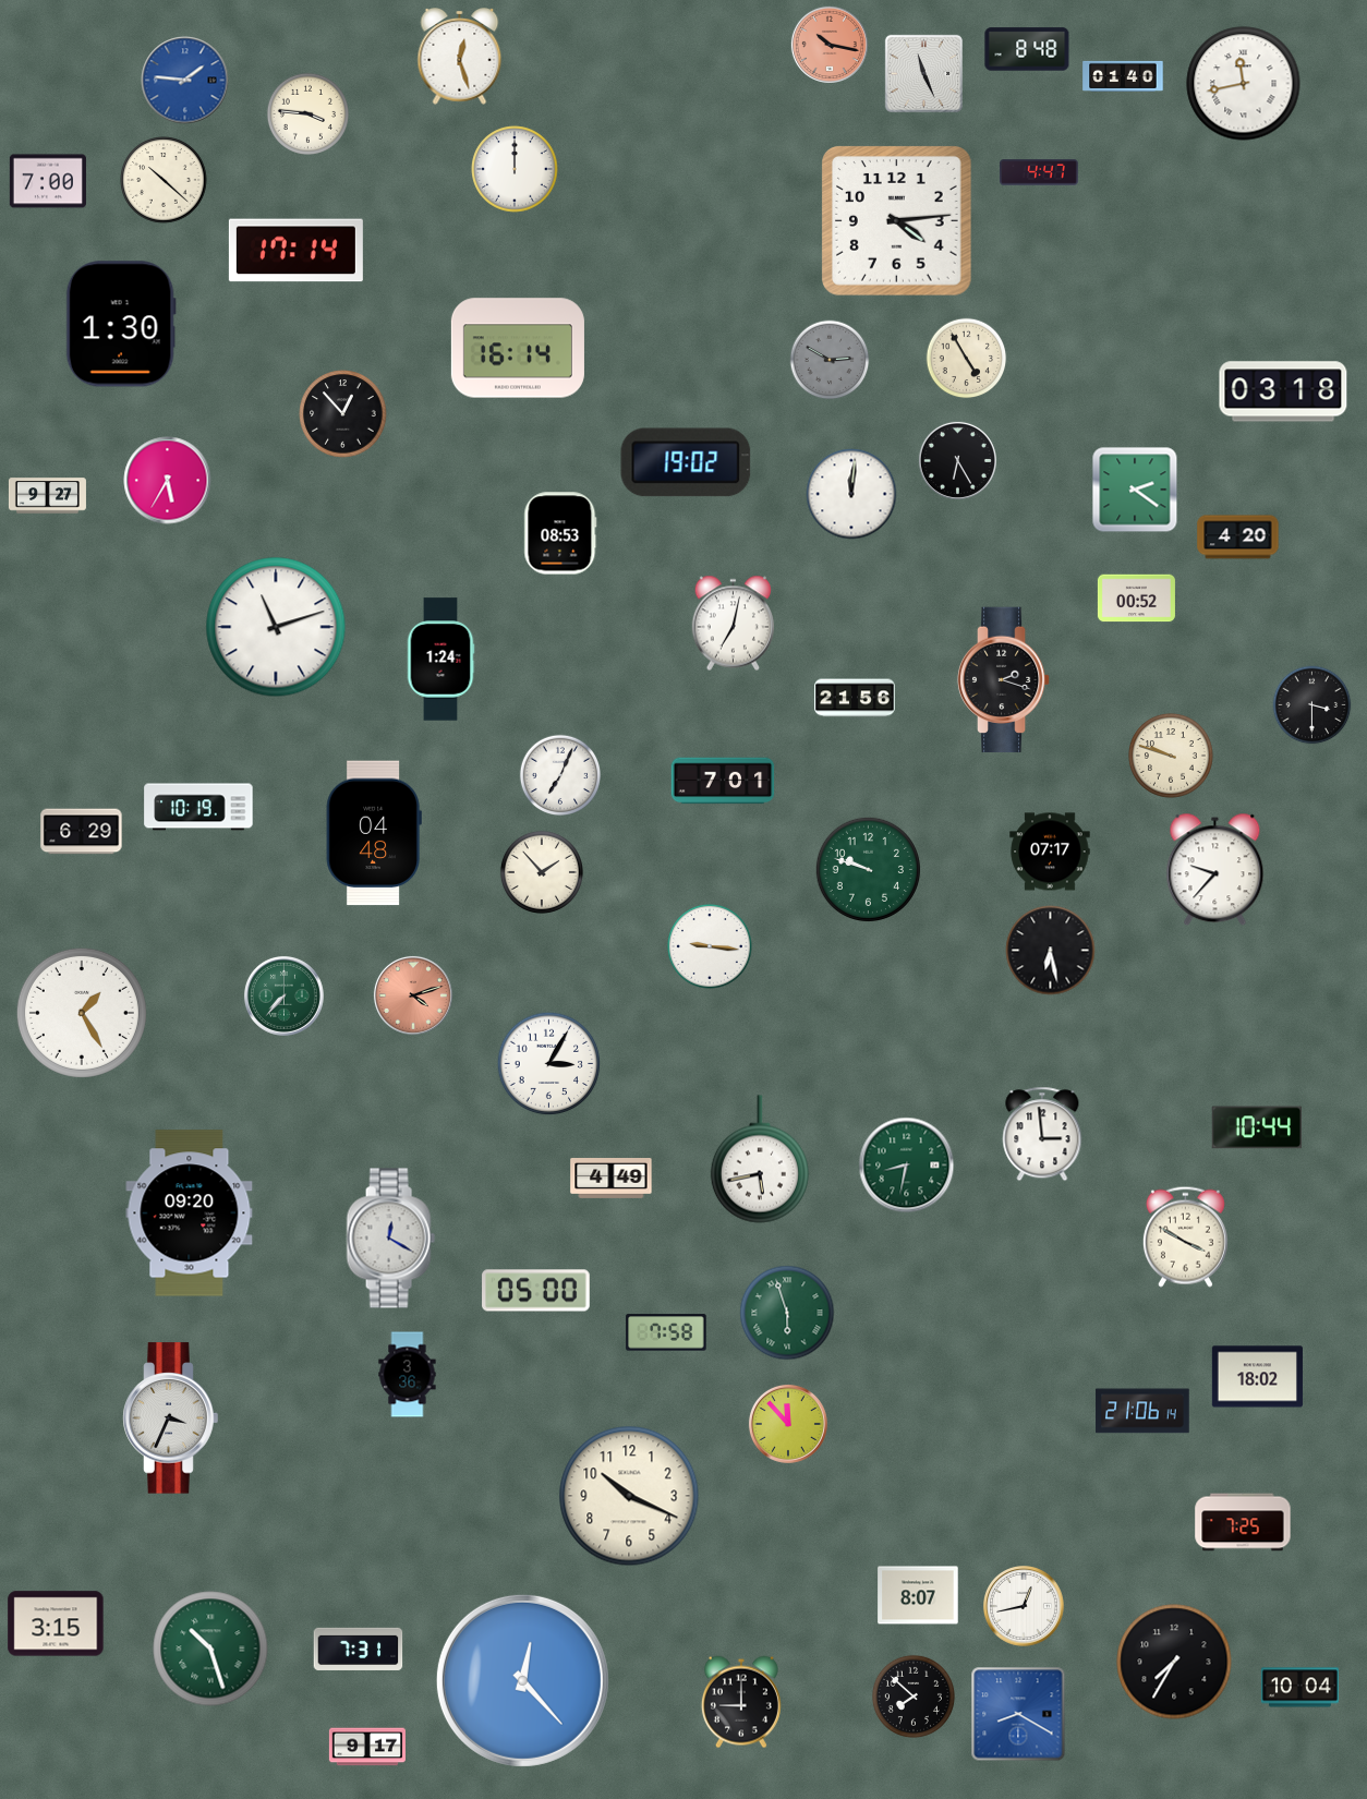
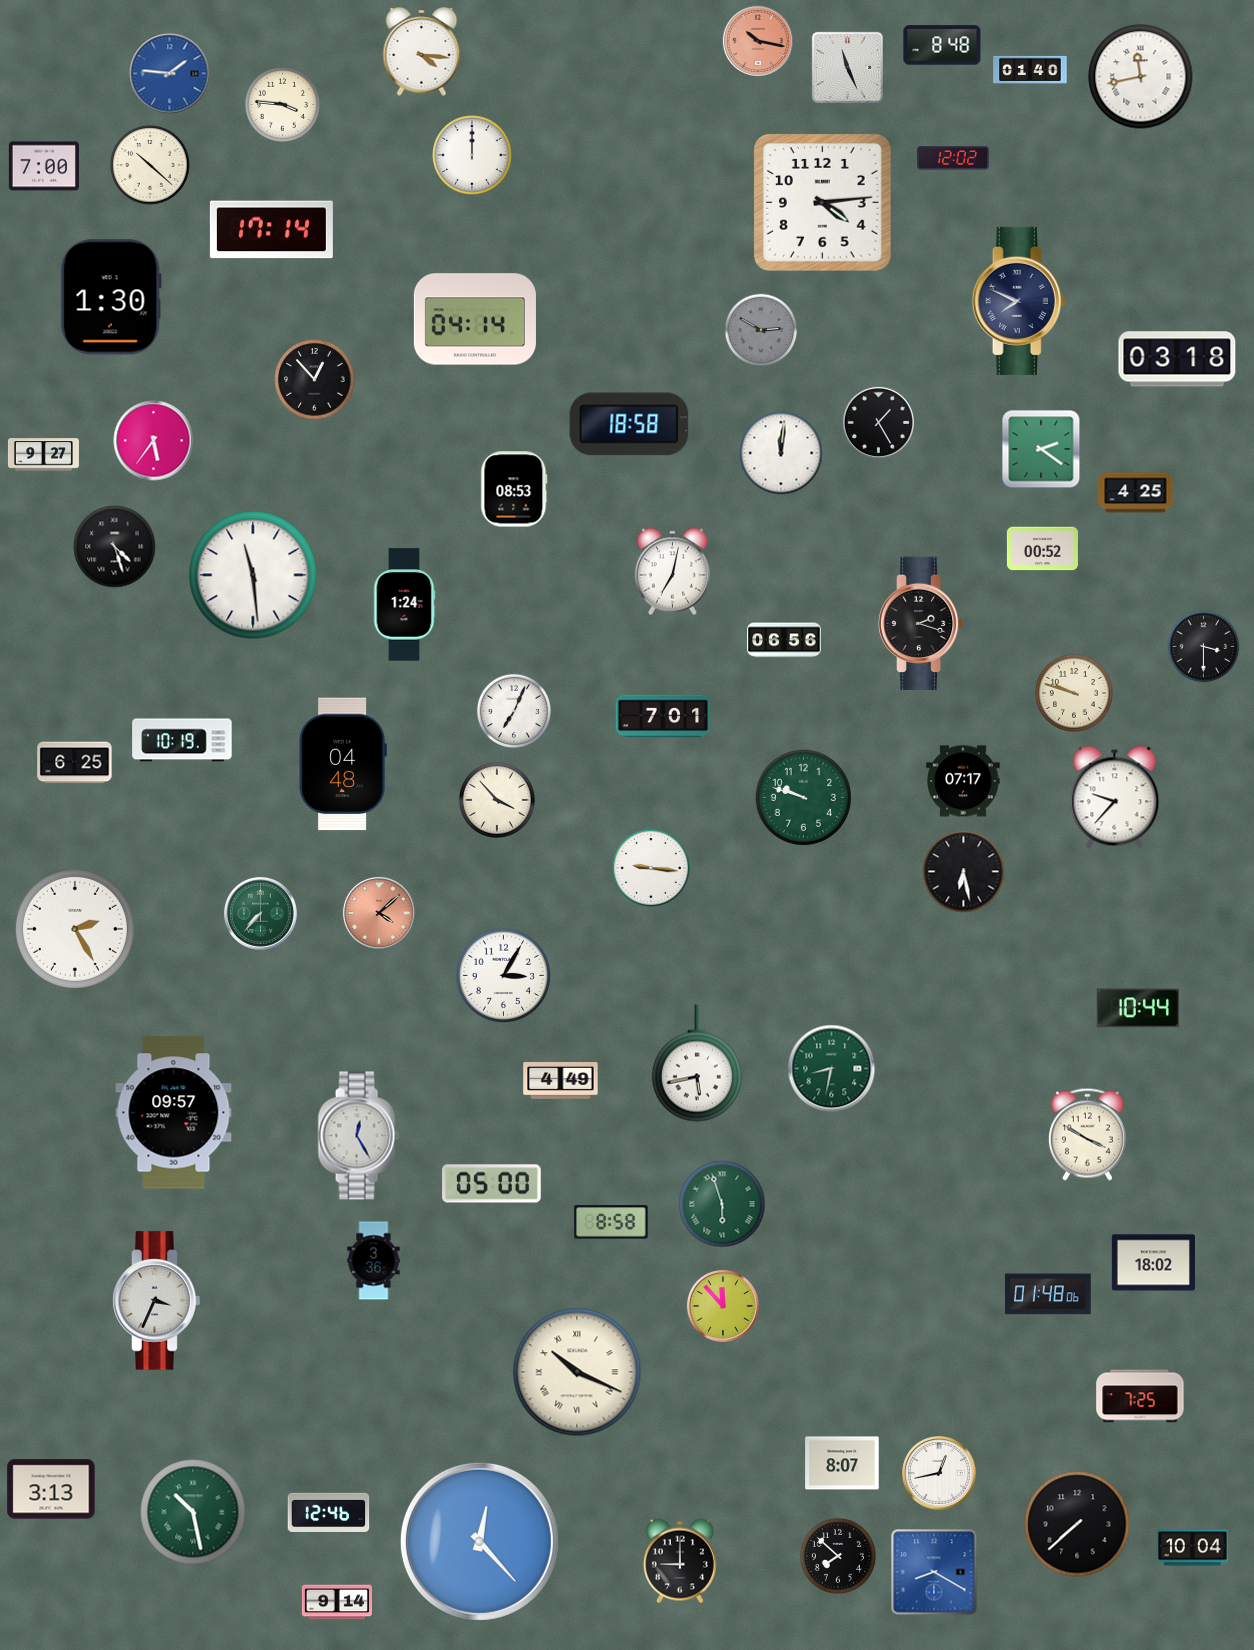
clock at (830, 45) position: (830, 45) -> (758, 41)
clock at (460, 57): 12:27 -> 4:16
clock at (1040, 172): 4:47 -> 12:02
clock at (1019, 301): none -> 7:49
clock at (518, 348): 16:14 -> 04:14
clock at (967, 359): 4:55 -> none
clock at (957, 460): 6:25 -> 1:25
clock at (686, 462): 19:02 -> 18:58
clock at (168, 481): 5:35 -> 5:36
clock at (1238, 538): 4:20 -> 4:25
clock at (115, 547): none -> 4:27
clock at (276, 627): 11:12 -> 11:29
clock at (855, 698): 21:56 -> 06:56
clock at (82, 832): 6:29 -> 6:25
clock at (868, 869) position: (868, 869) -> (803, 797)
clock at (542, 872): 1:53 -> 3:53
clock at (413, 995): 4:12 -> 4:08
clock at (82, 1013): 1:25 -> 2:25
clock at (1256, 1127) position: (1256, 1127) -> (1137, 1008)
clock at (1042, 1134): 2:59 -> none
clock at (190, 1214): 09:20 -> 09:57
clock at (390, 1239): 12:20 -> 12:25
clock at (666, 1332): 7:58 -> 8:58
clock at (1142, 1411): 21:06 -> 01:48
clock at (629, 1496) numerals: Arabic -> Roman
clock at (56, 1623): 3:15 -> 3:13
clock at (210, 1649): 10:27 -> 10:28
clock at (359, 1649): 7:31 -> 12:46
clock at (1174, 1662): 7:35 -> 7:38
clock at (366, 1747): 9:17 -> 9:14
